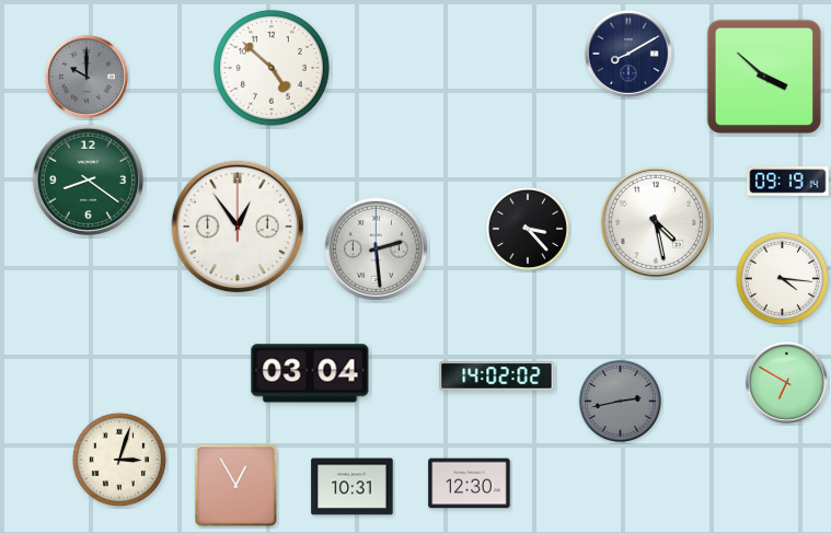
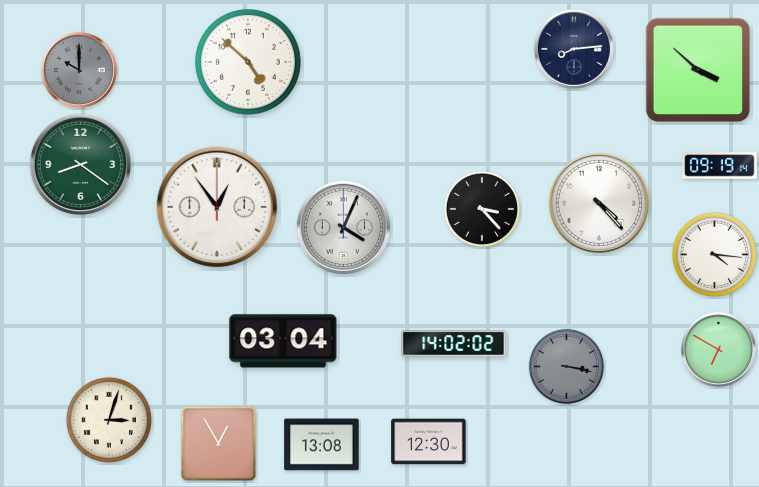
clock at (628, 54): 8:10 -> 8:14
clock at (656, 222): 4:28 -> 4:23
clock at (376, 248): 2:29 -> 4:04
clock at (620, 401): 2:43 -> 3:17
clock at (236, 486) position: (236, 486) -> (219, 444)
clock at (353, 487): 10:31 -> 13:08
